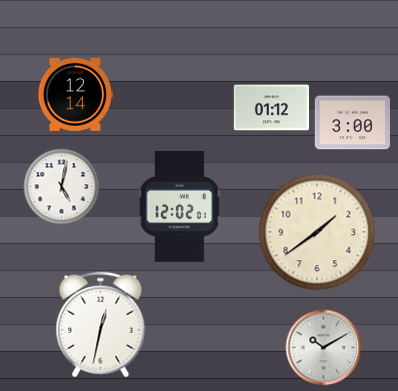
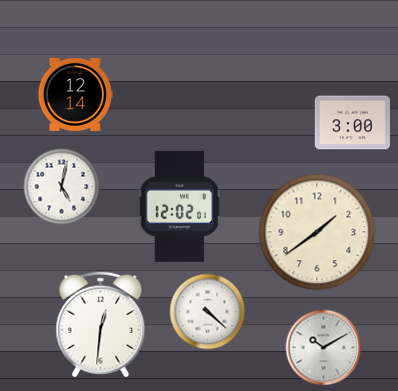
clock at (271, 108): 01:12 -> none
clock at (208, 312): none -> 4:22
clock at (101, 325): 12:32 -> 12:31
